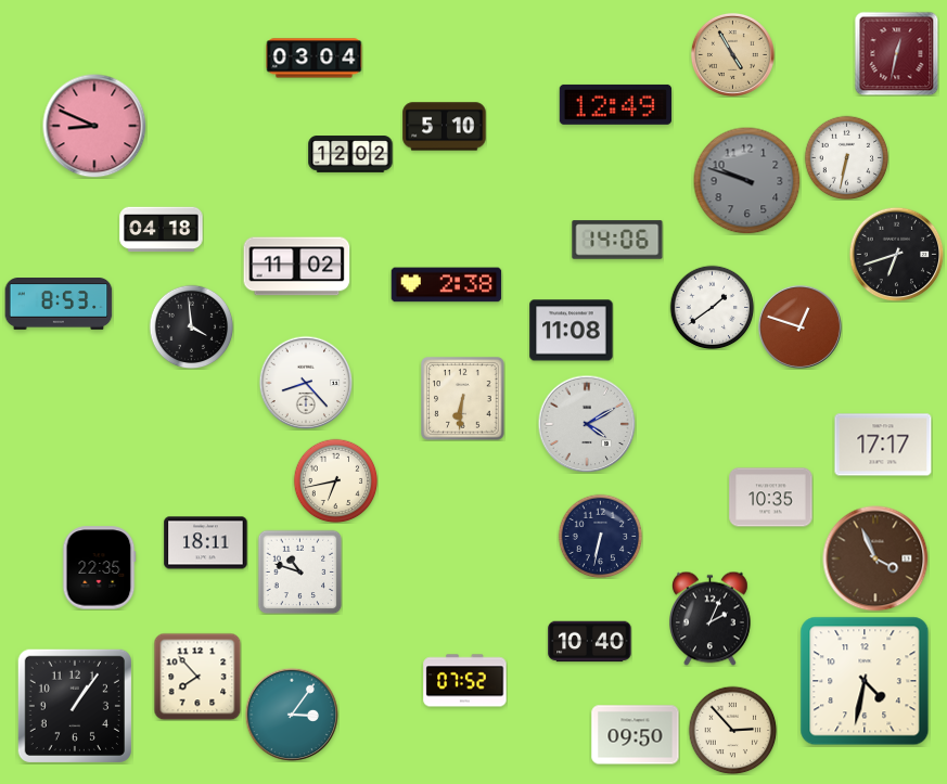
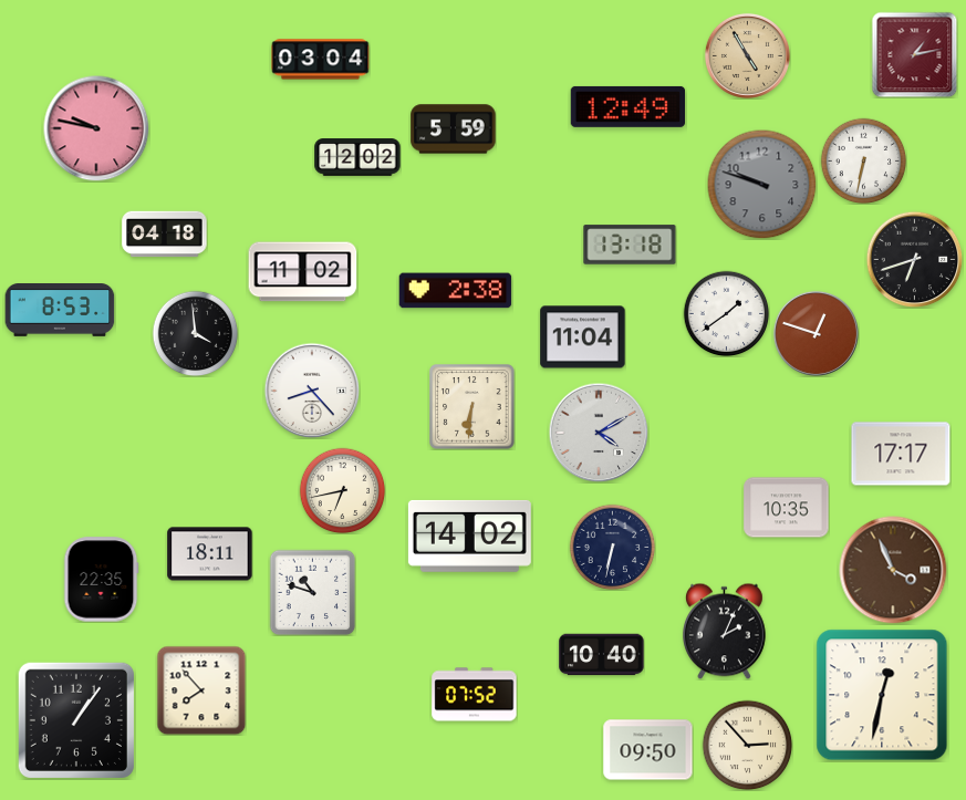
clock at (896, 53): 12:32 -> 1:13
clock at (94, 126): 8:49 -> 9:47
clock at (445, 127): 5:10 -> 5:59
clock at (617, 240): 14:06 -> 13:18
clock at (572, 331): 11:08 -> 11:04
clock at (469, 536): none -> 14:02
clock at (299, 571) position: (299, 571) -> (312, 592)
clock at (865, 681): 4:32 -> 12:32
clock at (292, 715): 3:06 -> none
